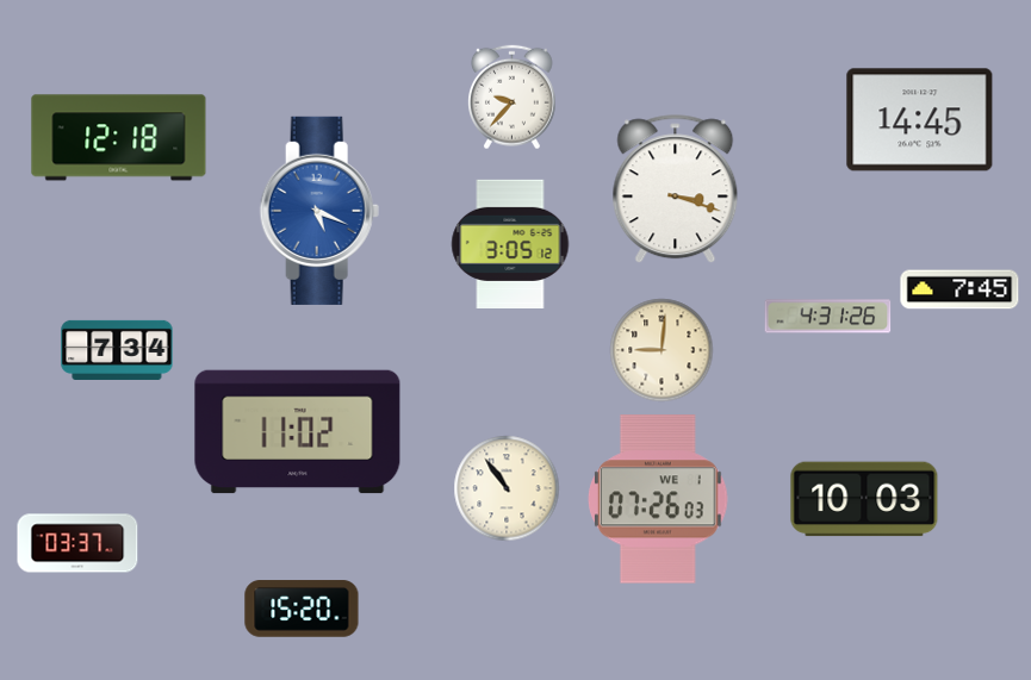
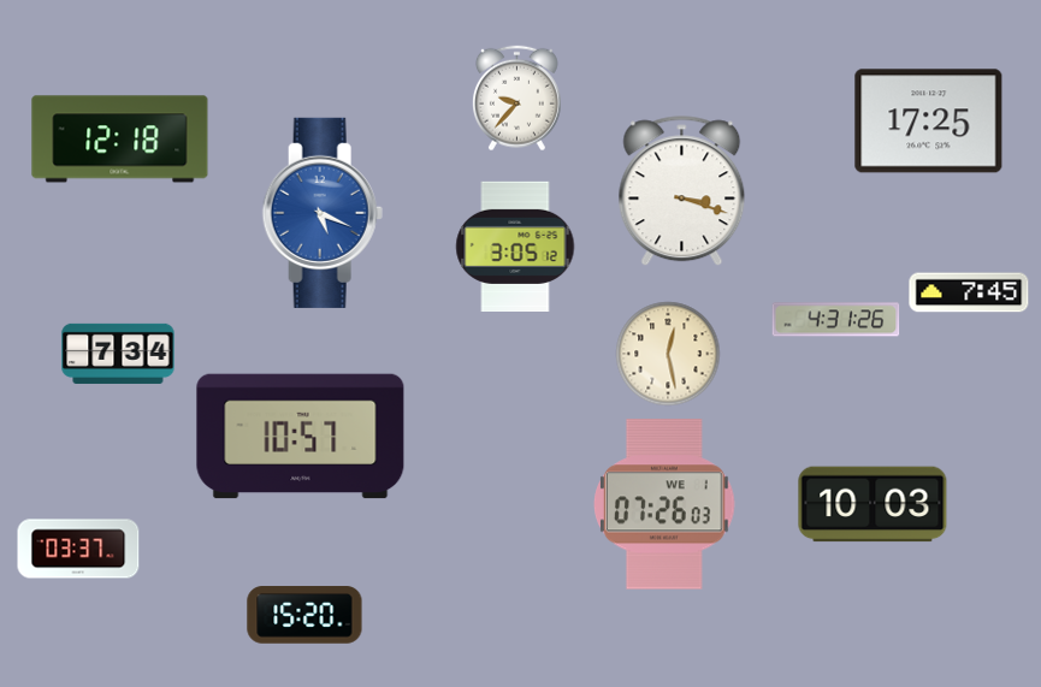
clock at (920, 120): 14:45 -> 17:25
clock at (662, 350): 9:01 -> 12:28
clock at (298, 432): 11:02 -> 10:57
clock at (507, 488): 10:54 -> none
